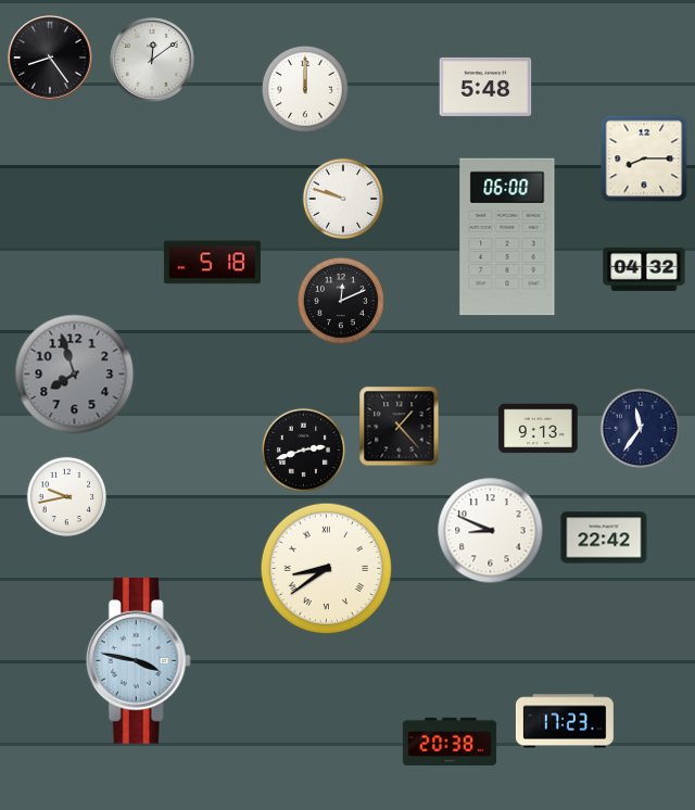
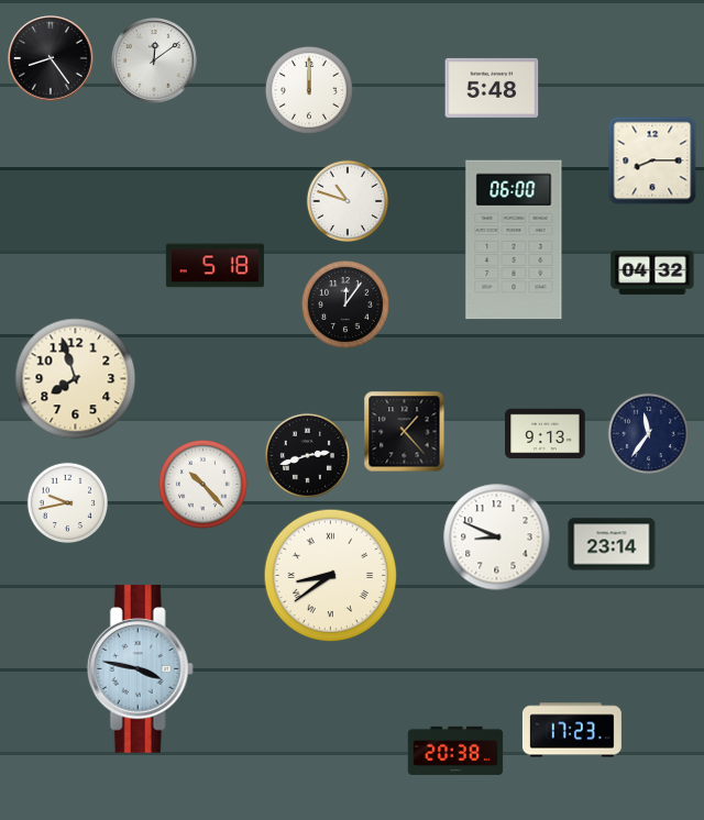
clock at (342, 198): 9:48 -> 10:48
clock at (341, 301): 12:11 -> 12:06
clock at (75, 375) dial: grey -> cream
clock at (202, 484): none -> 10:23
clock at (604, 537): 22:42 -> 23:14
